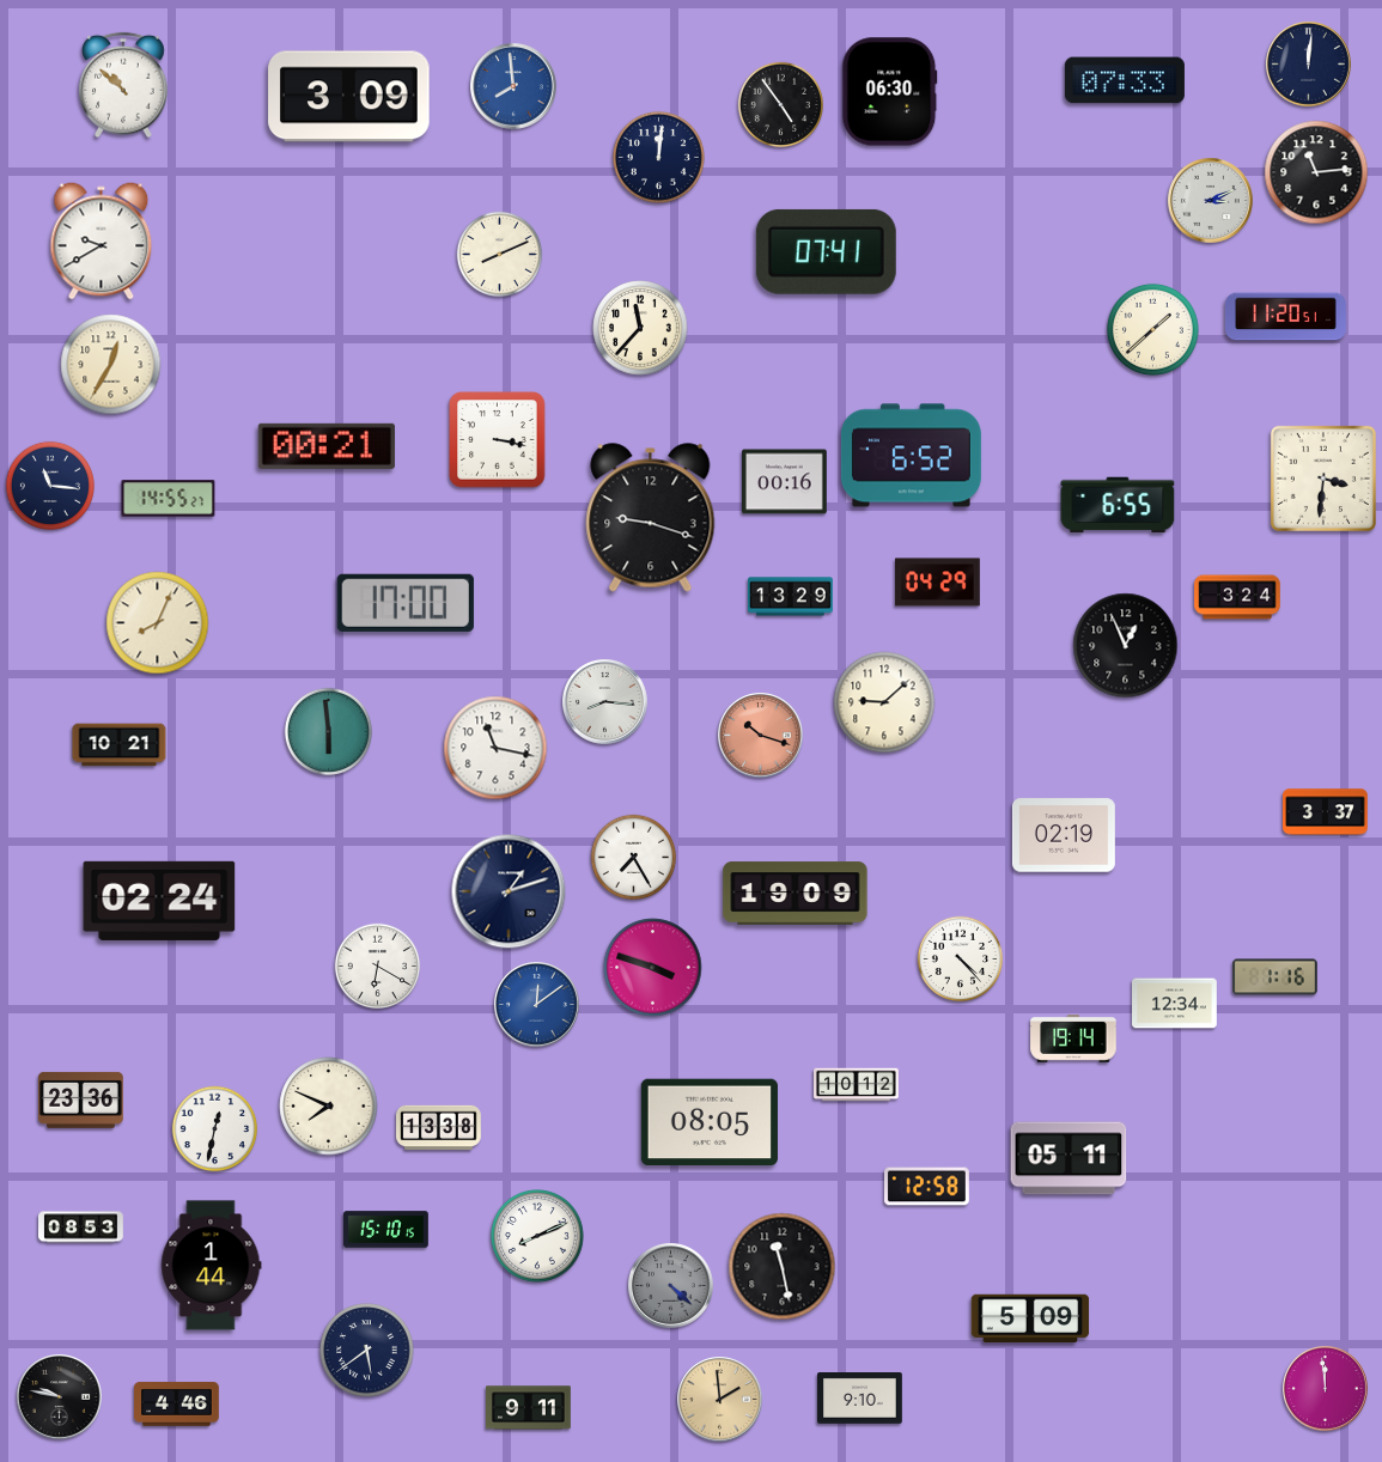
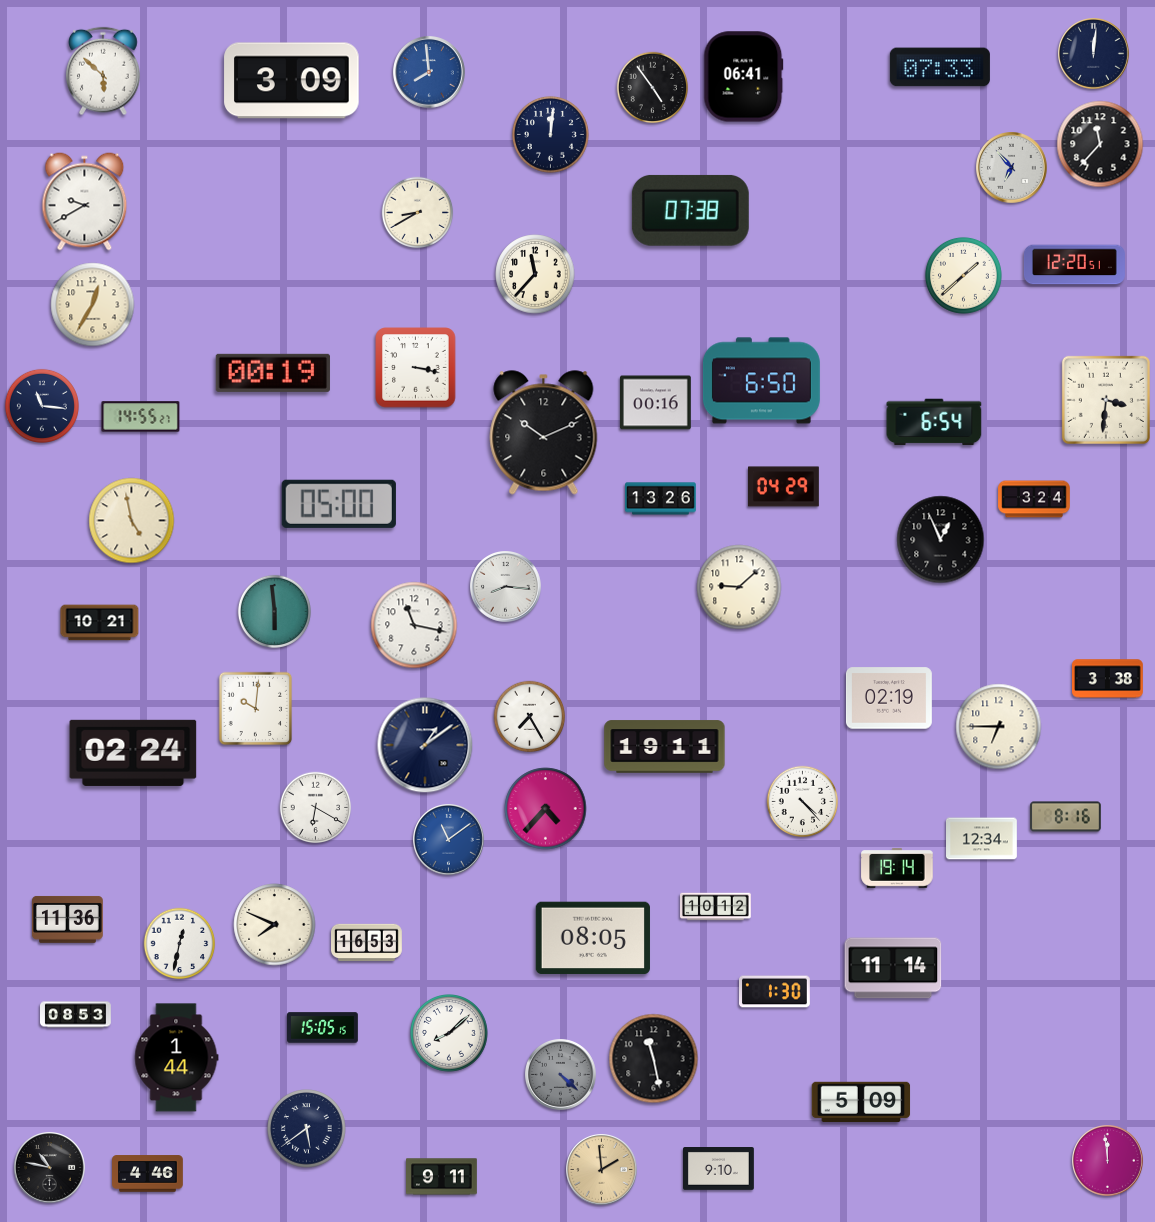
clock at (124, 85): 10:52 -> 5:52
clock at (890, 92): 06:30 -> 06:41
clock at (658, 157) position: (658, 157) -> (550, 134)
clock at (1316, 172): 11:14 -> 11:37
clock at (1211, 201): 3:11 -> 6:53
clock at (826, 251): 07:41 -> 07:38
clock at (500, 255): 8:11 -> 8:40
clock at (1285, 317): 11:20 -> 12:20
clock at (327, 446): 00:21 -> 00:19
clock at (911, 456): 6:52 -> 6:50
clock at (1118, 505): 6:55 -> 6:54
clock at (651, 518): 9:18 -> 10:11
clock at (791, 597): 13:29 -> 13:26
clock at (406, 603): 17:00 -> 05:00
clock at (158, 623): 8:04 -> 4:58
clock at (761, 736): 10:18 -> none
clock at (1326, 812): 3:37 -> 3:38
clock at (256, 709): none -> 10:01
clock at (999, 727): none -> 6:45
clock at (509, 891): 1:12 -> 1:09
clock at (796, 894): 19:09 -> 19:11
clock at (653, 968): 3:48 -> 4:37
clock at (1276, 977): 1:16 -> 8:16
clock at (537, 1005): 12:09 -> 11:09
clock at (81, 1099): 23:36 -> 11:36
clock at (439, 1128): 13:38 -> 16:53
clock at (1069, 1158): 05:11 -> 11:14
clock at (927, 1187): 12:58 -> 1:30
clock at (81, 1228) position: (81, 1228) -> (76, 1015)
clock at (386, 1230): 15:10 -> 15:05
clock at (538, 1237): 8:11 -> 8:08
clock at (60, 1397): 9:47 -> 10:47
